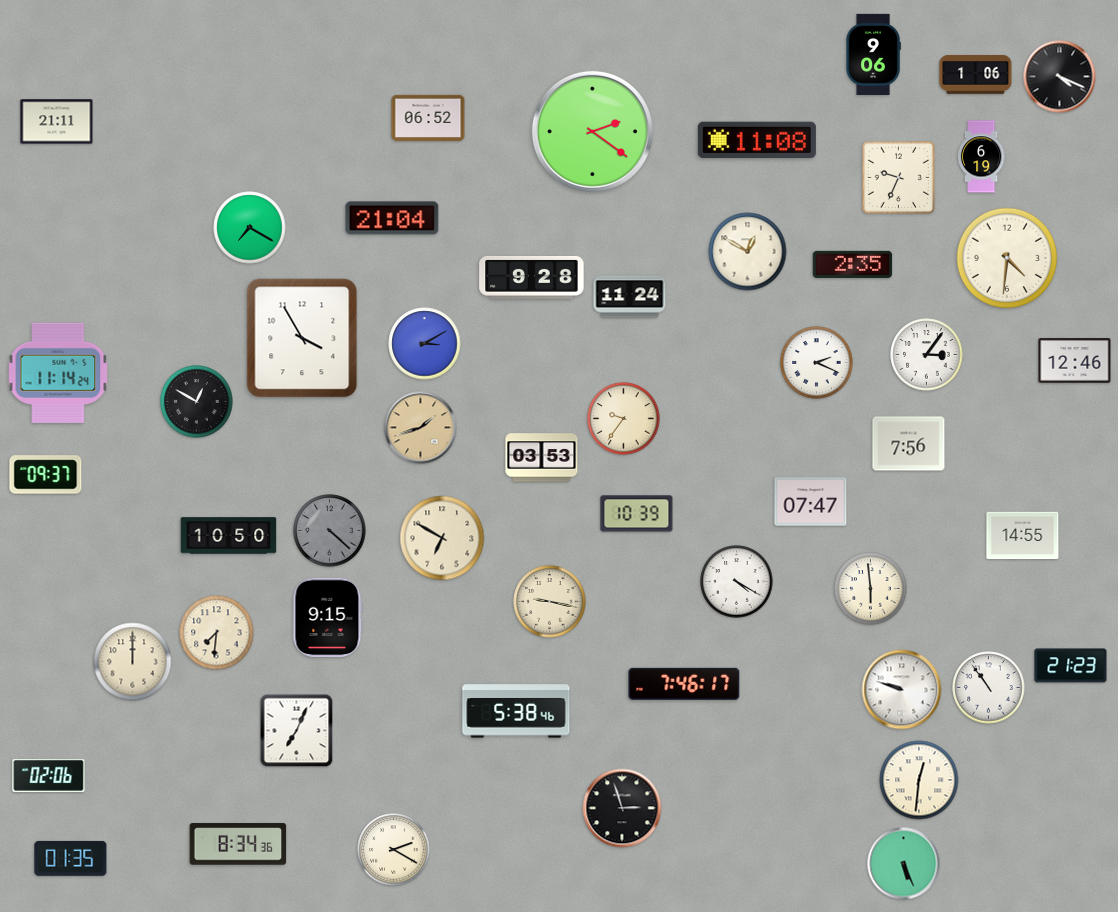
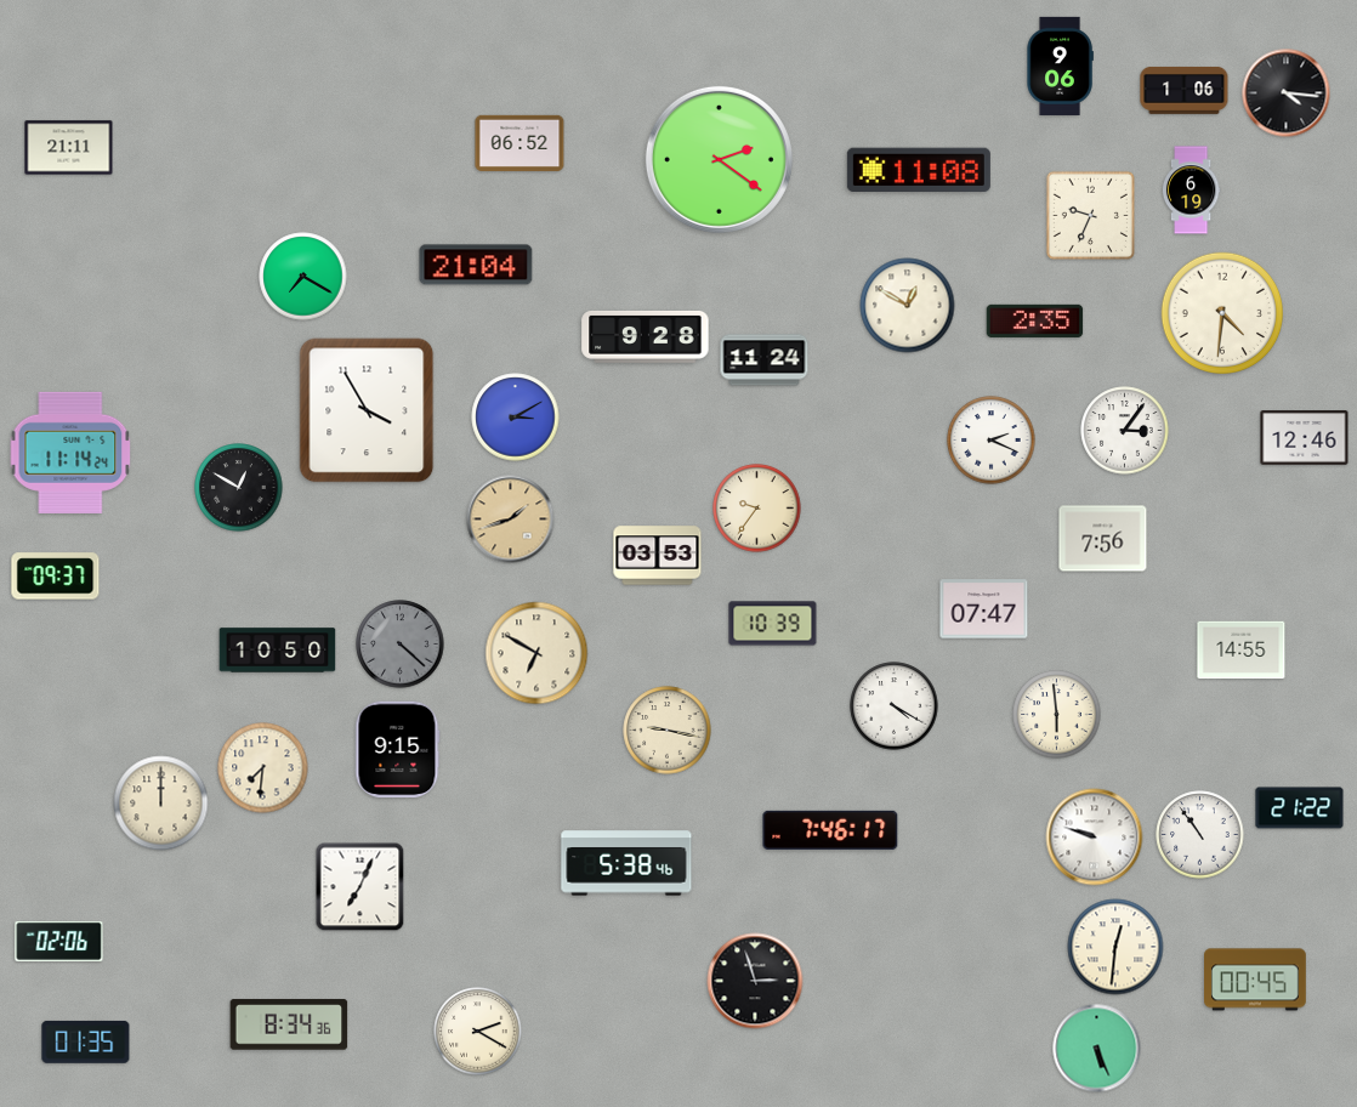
clock at (1060, 77): 4:19 -> 4:16
clock at (1071, 666): 21:23 -> 21:22
clock at (1256, 980): none -> 00:45
